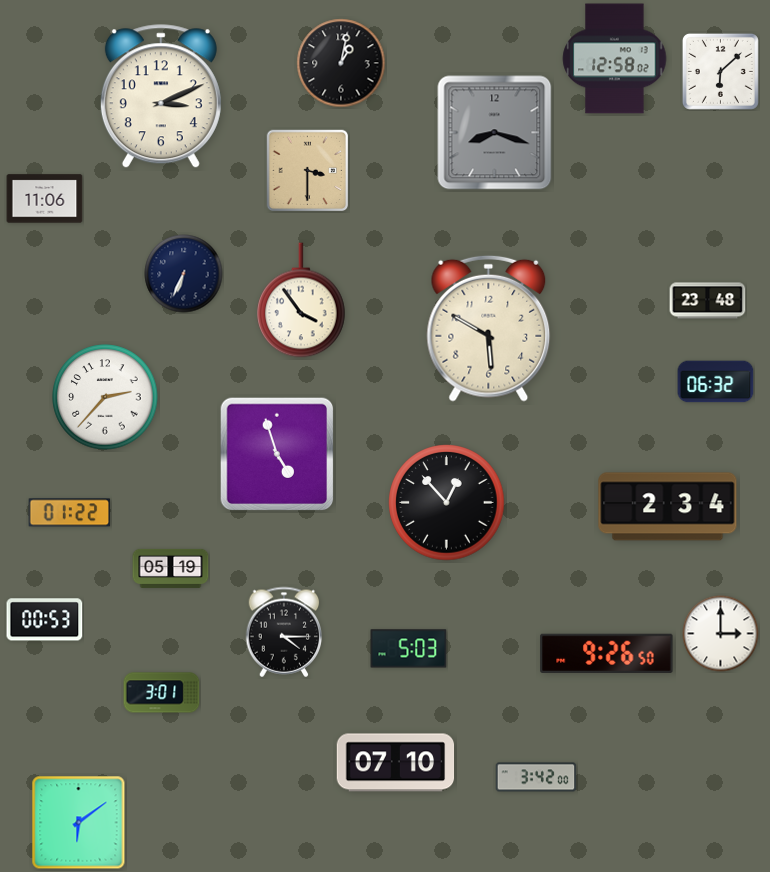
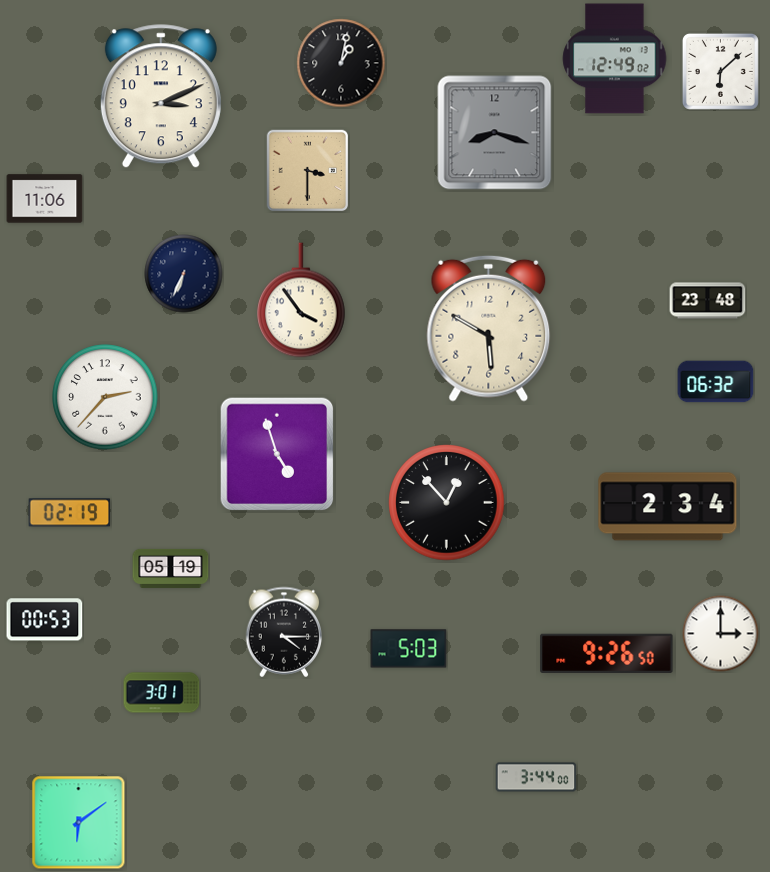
clock at (615, 59): 12:58 -> 12:49
clock at (70, 513): 01:22 -> 02:19
clock at (396, 763): 07:10 -> none
clock at (536, 777): 3:42 -> 3:44
